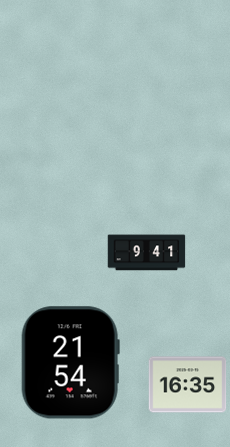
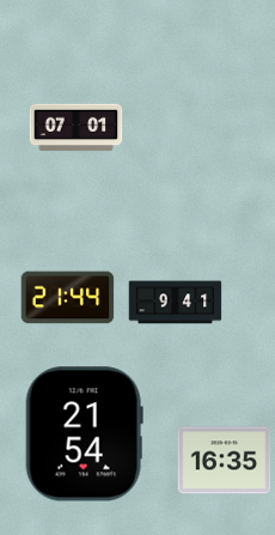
clock at (75, 128): none -> 07:01
clock at (67, 298): none -> 21:44
